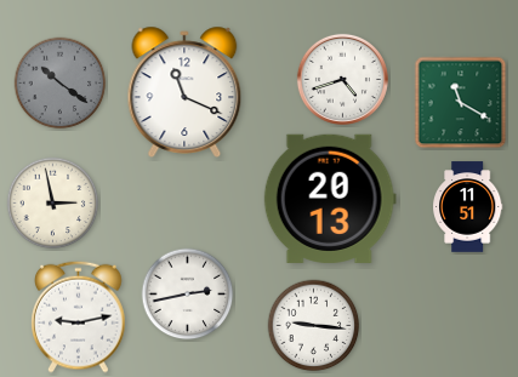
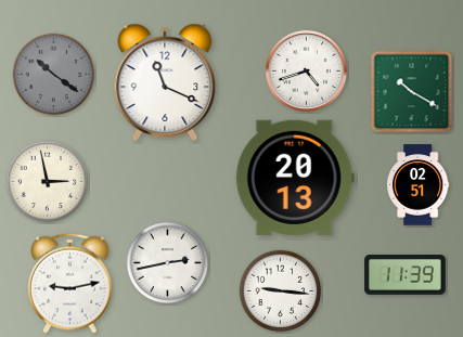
clock at (461, 103): 11:20 -> 10:20
clock at (467, 207): 11:51 -> 02:51
clock at (406, 275): none -> 11:39
